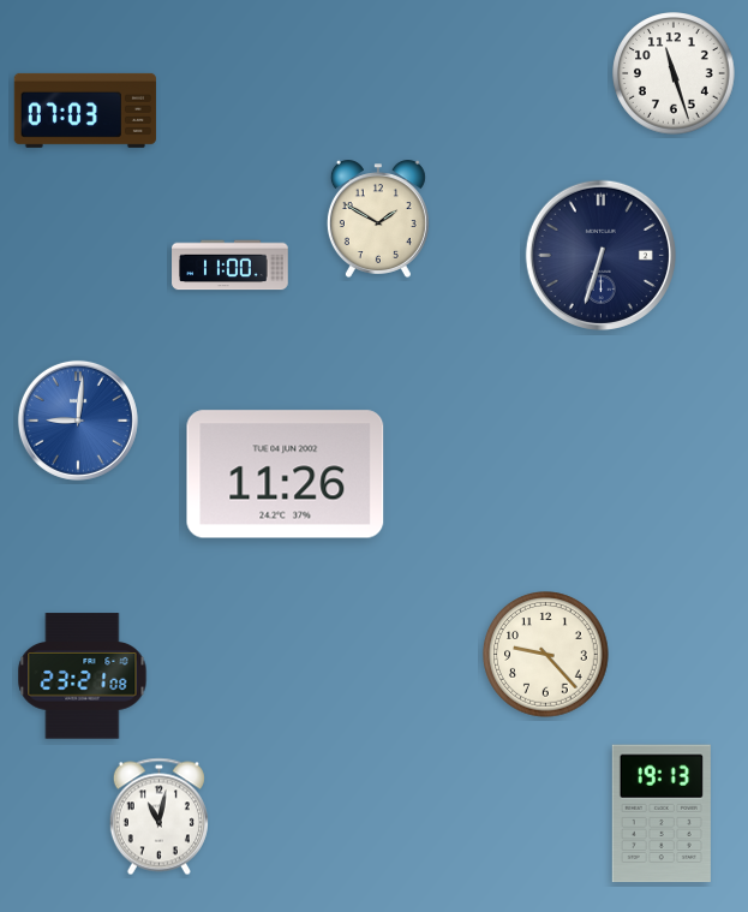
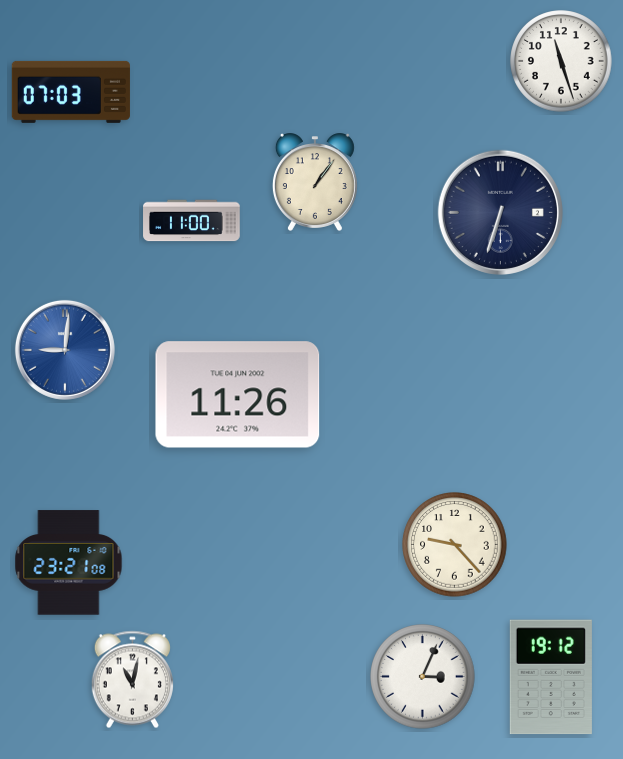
clock at (378, 219): 1:50 -> 1:06
clock at (423, 677): none -> 3:04
clock at (662, 813): 19:13 -> 19:12
